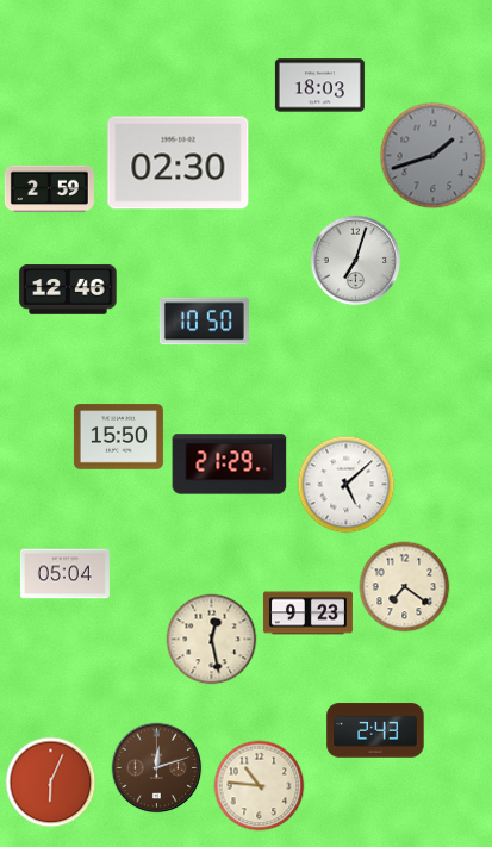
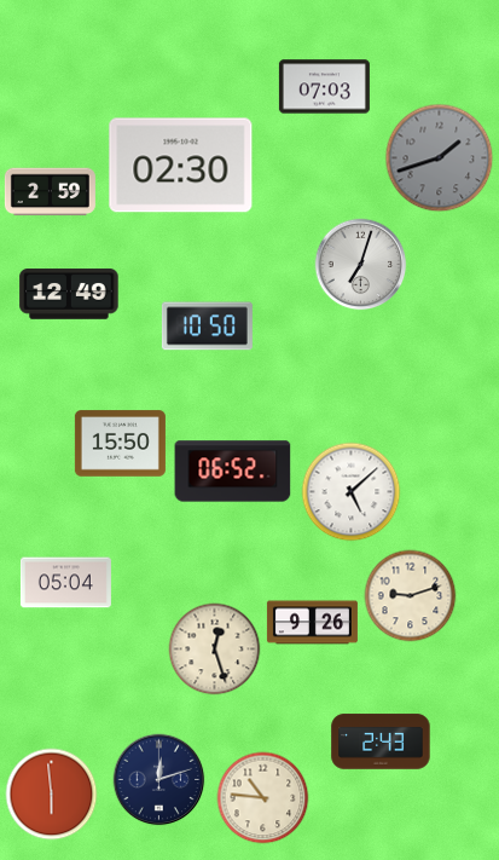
clock at (319, 86): 18:03 -> 07:03
clock at (68, 289): 12:46 -> 12:49
clock at (230, 465): 21:29 -> 06:52
clock at (405, 587): 7:21 -> 9:12
clock at (307, 614): 9:23 -> 9:26
clock at (212, 640): 12:28 -> 12:27
clock at (157, 768) dial: brown -> navy
clock at (51, 783): 6:04 -> 5:59
